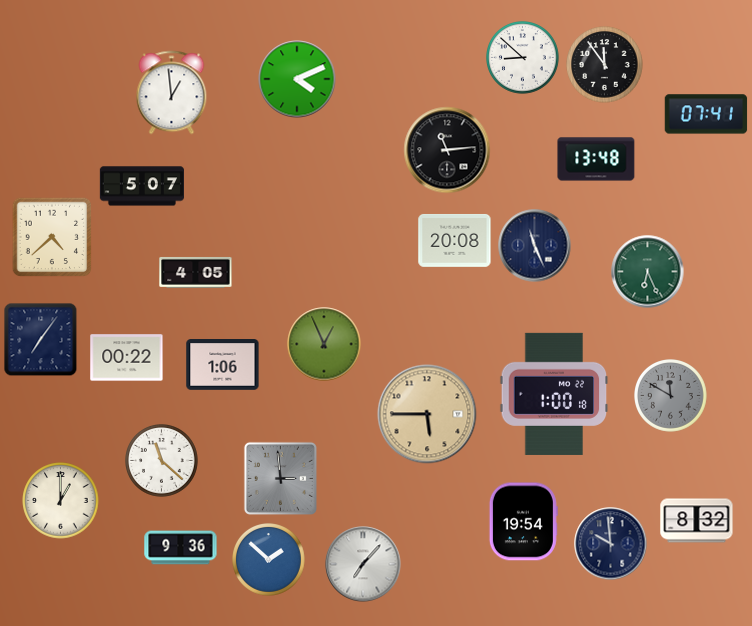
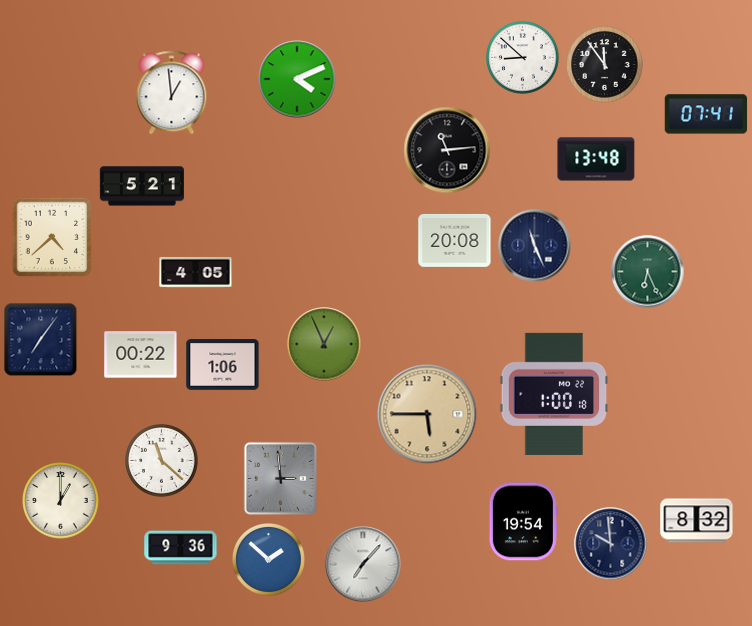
clock at (142, 186): 5:07 -> 5:21
clock at (127, 358) position: (127, 358) -> (141, 355)
clock at (671, 396): 11:50 -> none
